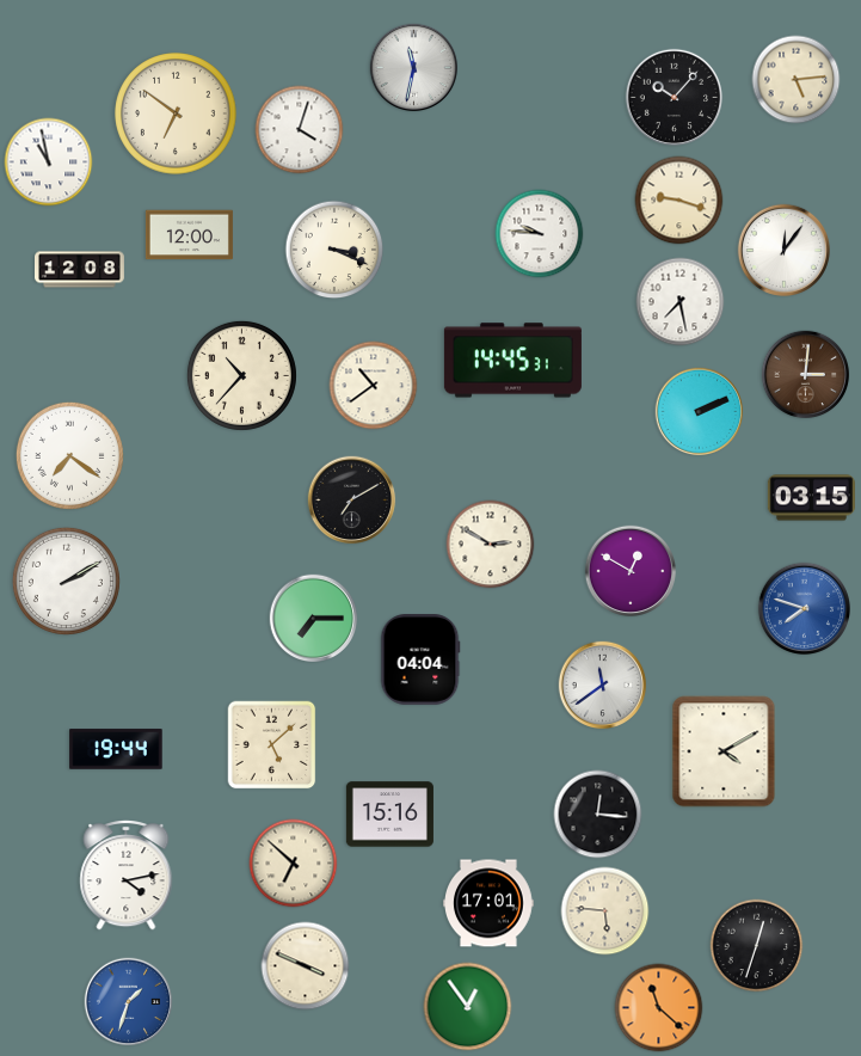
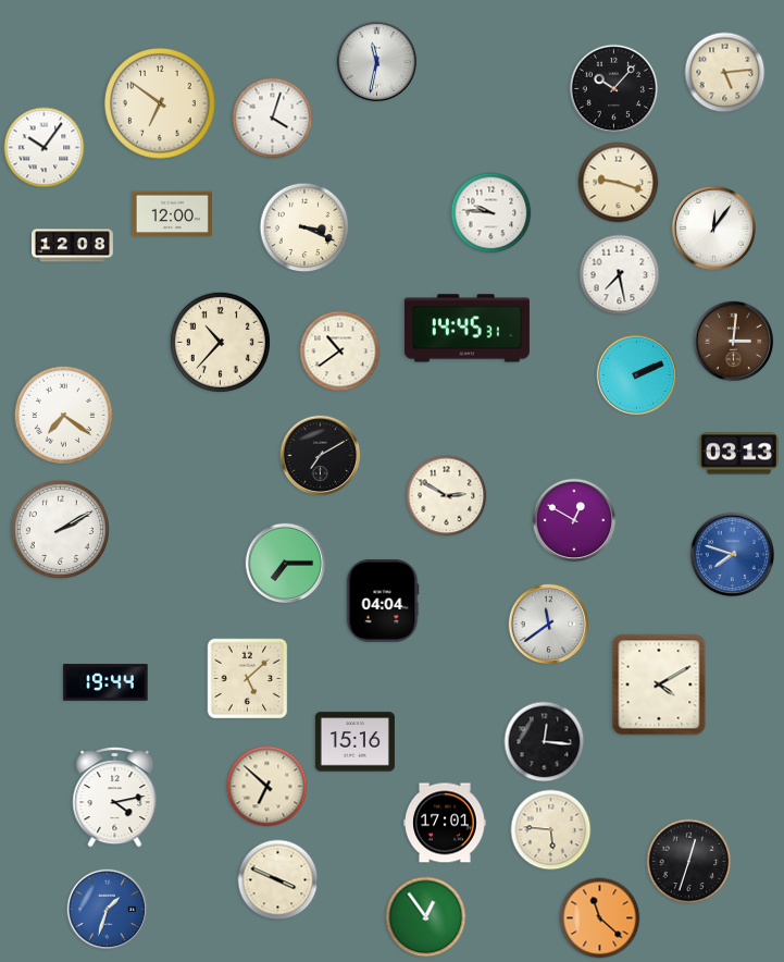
clock at (49, 162): 10:58 -> 10:06
clock at (811, 498): 03:15 -> 03:13
clock at (129, 1002) position: (129, 1002) -> (108, 910)
